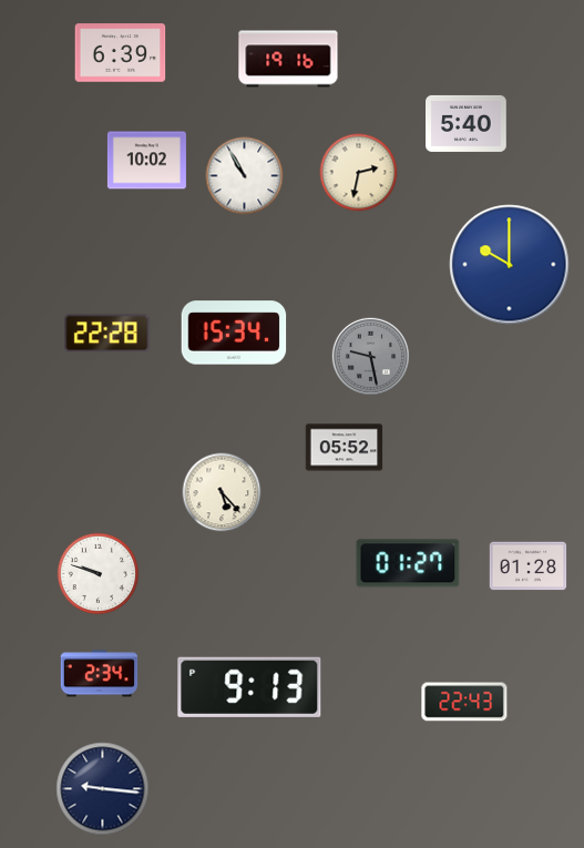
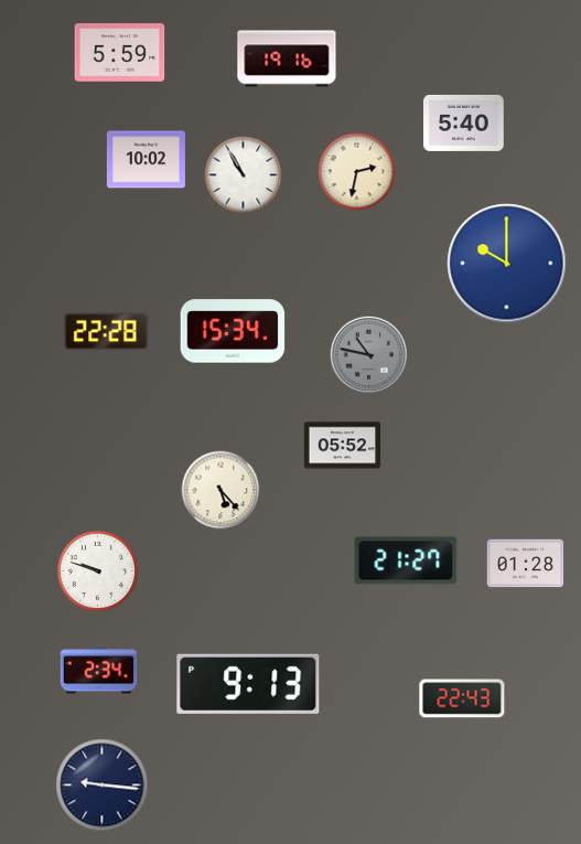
clock at (121, 53): 6:39 -> 5:59
clock at (370, 356): 9:28 -> 10:47
clock at (408, 563): 01:27 -> 21:27
